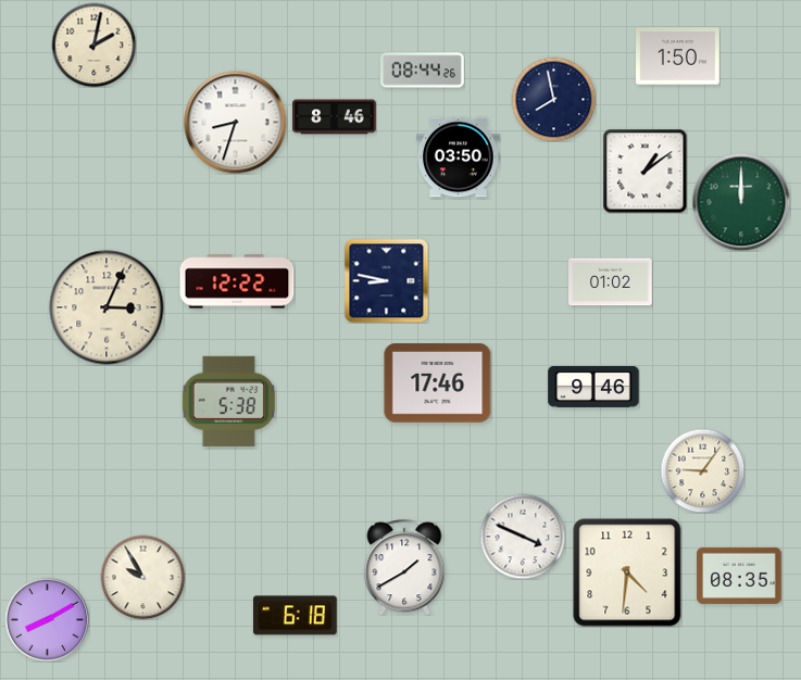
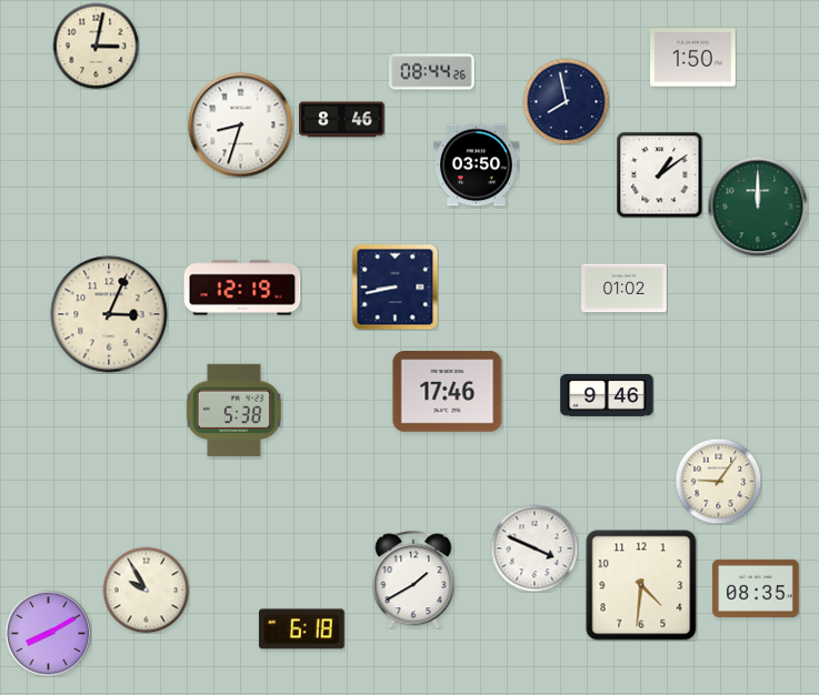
clock at (93, 45): 2:02 -> 3:02
clock at (459, 158) position: (459, 158) -> (477, 165)
clock at (386, 280): 8:47 -> 8:43
clock at (237, 281): 12:22 -> 12:19
